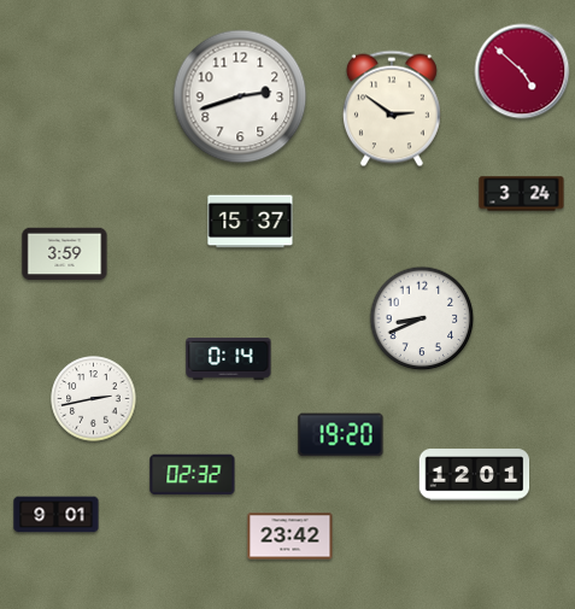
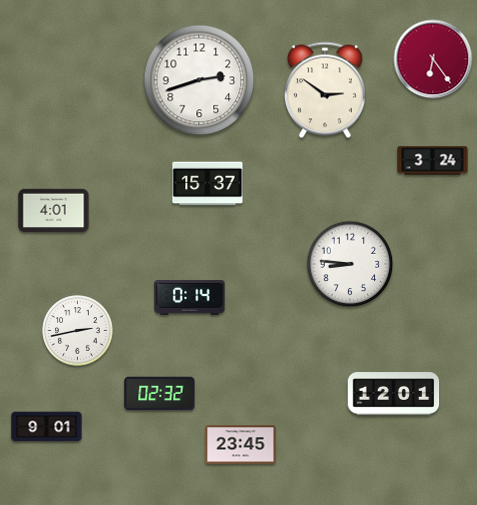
clock at (522, 71): 4:52 -> 6:24
clock at (65, 254): 3:59 -> 4:01
clock at (422, 318): 8:41 -> 8:46
clock at (341, 435): 19:20 -> none
clock at (291, 537): 23:42 -> 23:45
